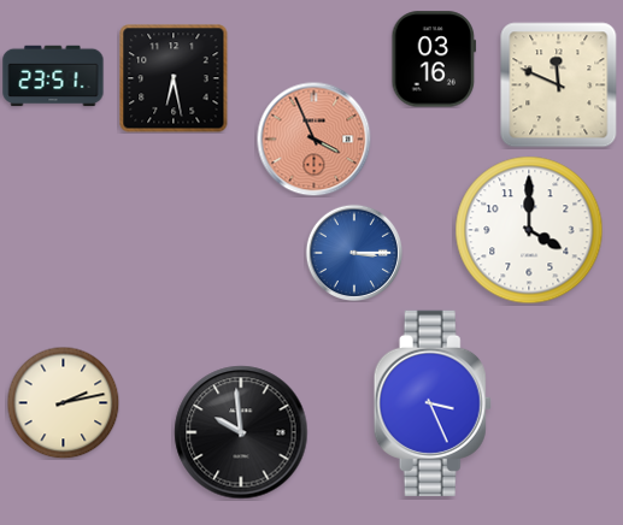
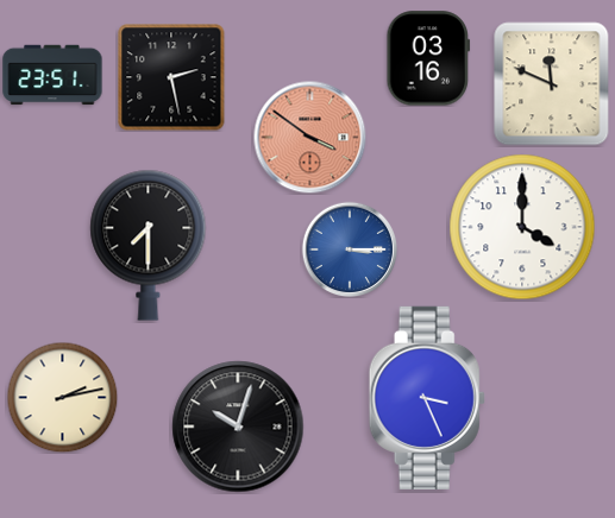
clock at (174, 78): 6:28 -> 2:28
clock at (313, 138): 3:56 -> 3:51
clock at (149, 245): none -> 7:30
clock at (241, 432): 9:59 -> 10:03
